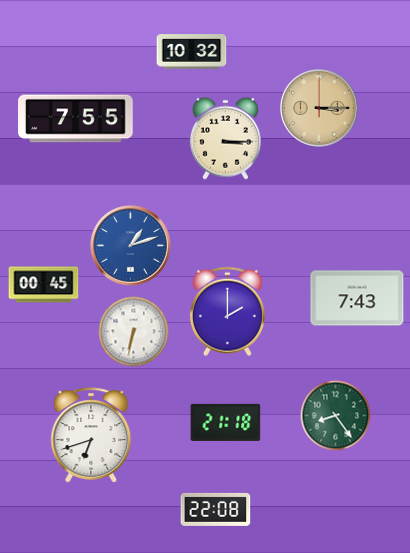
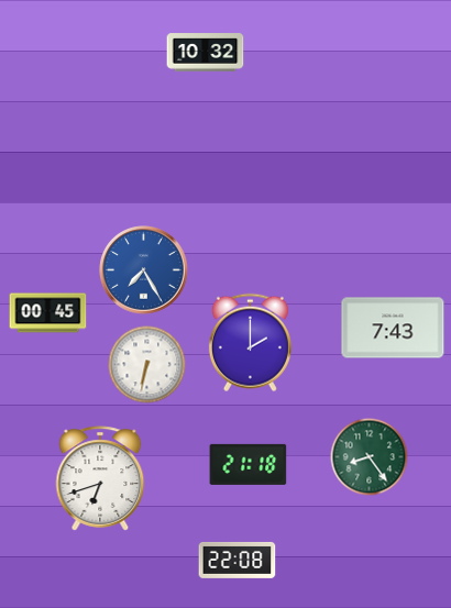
clock at (192, 52) position: (192, 52) -> (206, 53)
clock at (319, 108): 3:15 -> none
clock at (76, 119): 7:55 -> none
clock at (225, 138): 3:15 -> none
clock at (131, 246): 1:12 -> 7:25
